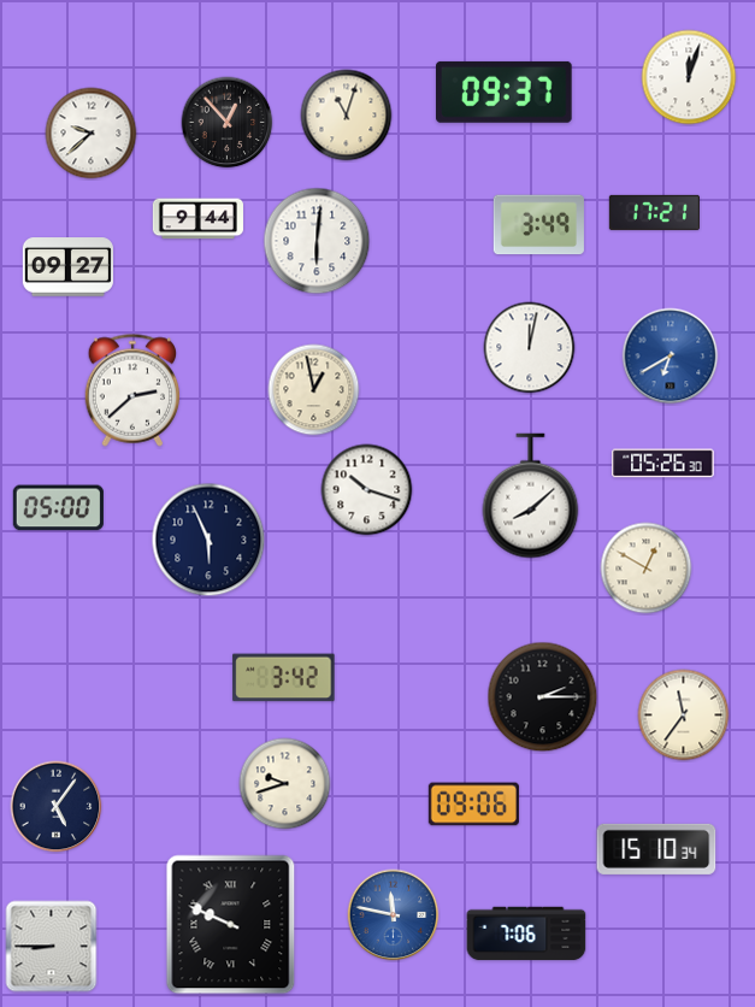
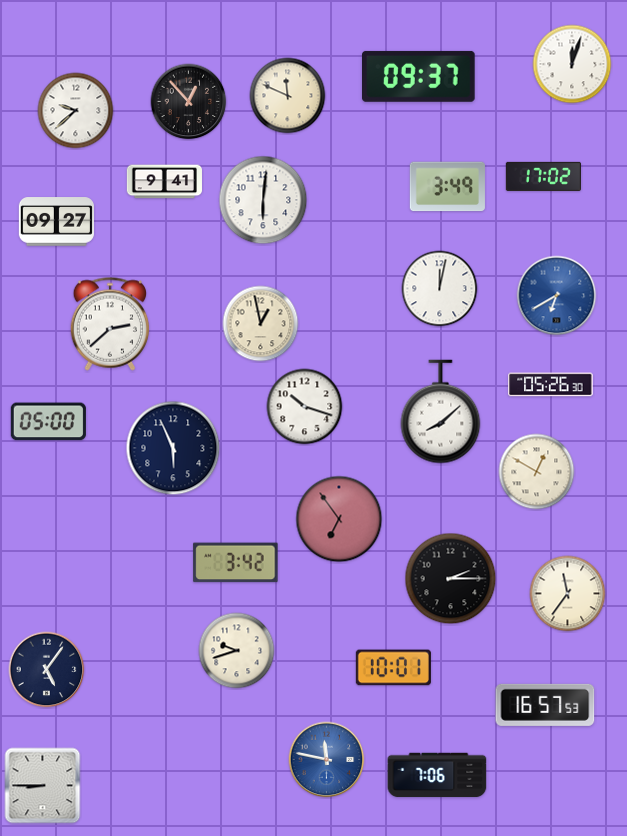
clock at (347, 116): 11:03 -> 11:49
clock at (654, 212): 17:21 -> 17:02
clock at (197, 219): 9:44 -> 9:41
clock at (339, 519): none -> 6:54
clock at (473, 805): 09:06 -> 10:01
clock at (656, 849): 15:10 -> 16:57
clock at (231, 925): 9:49 -> none
